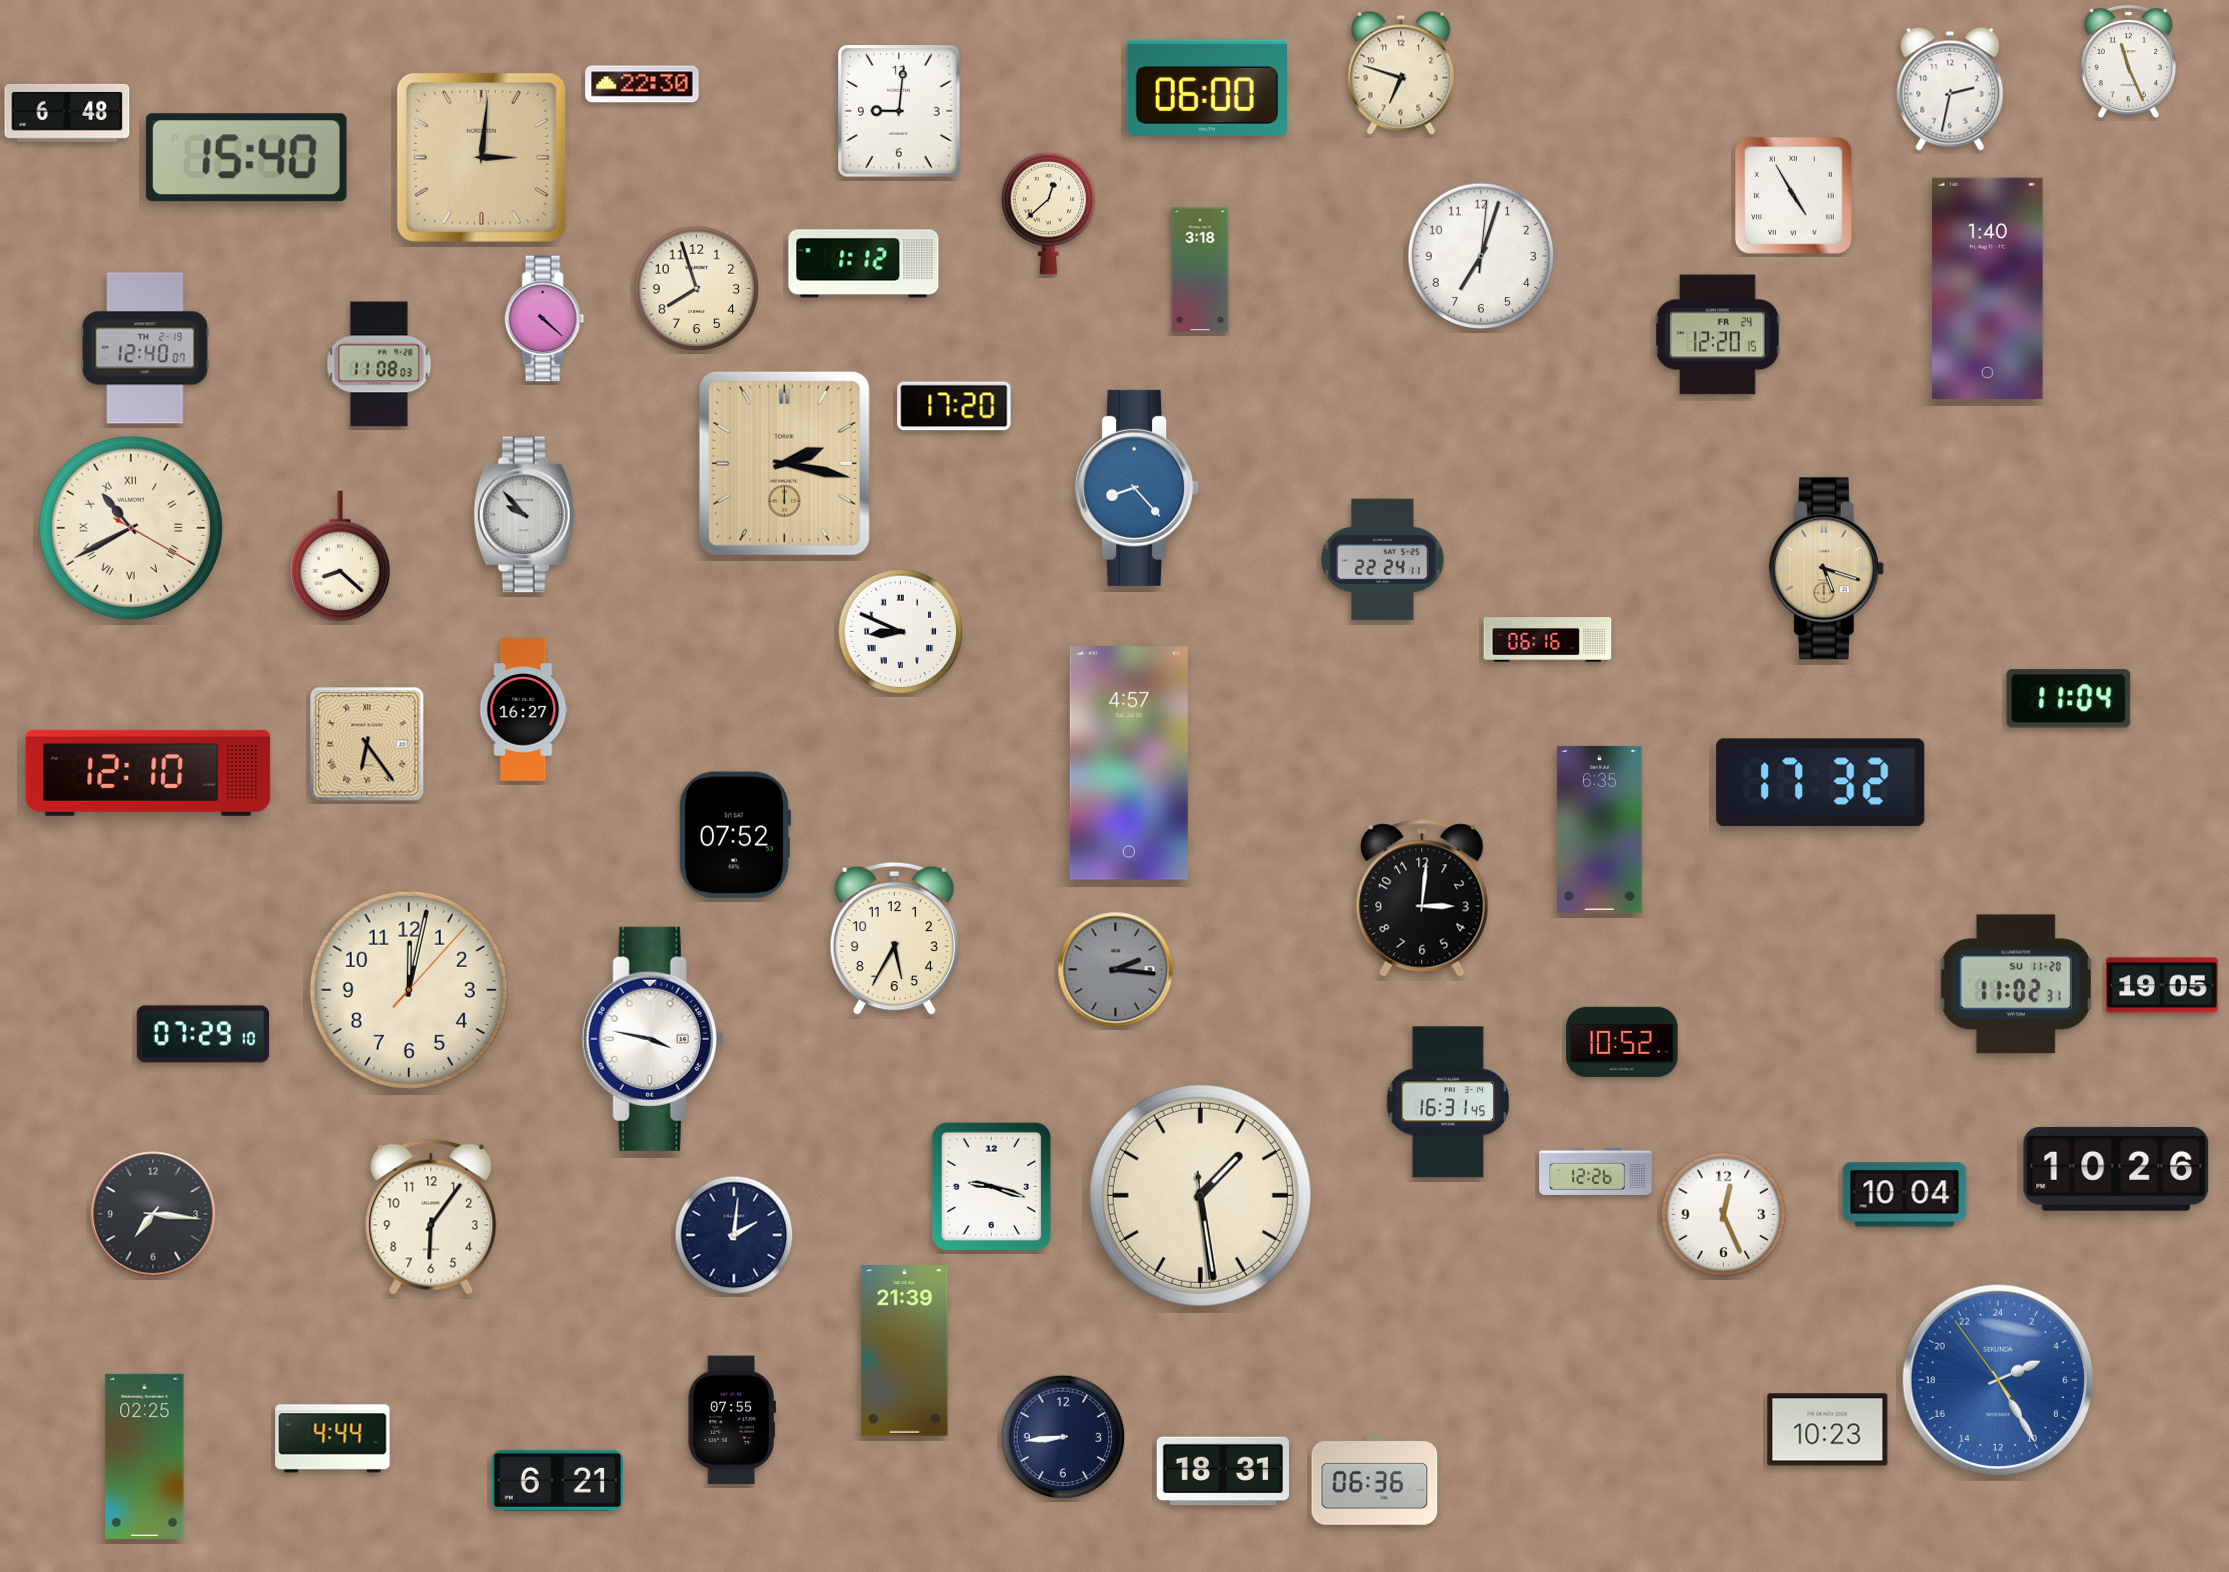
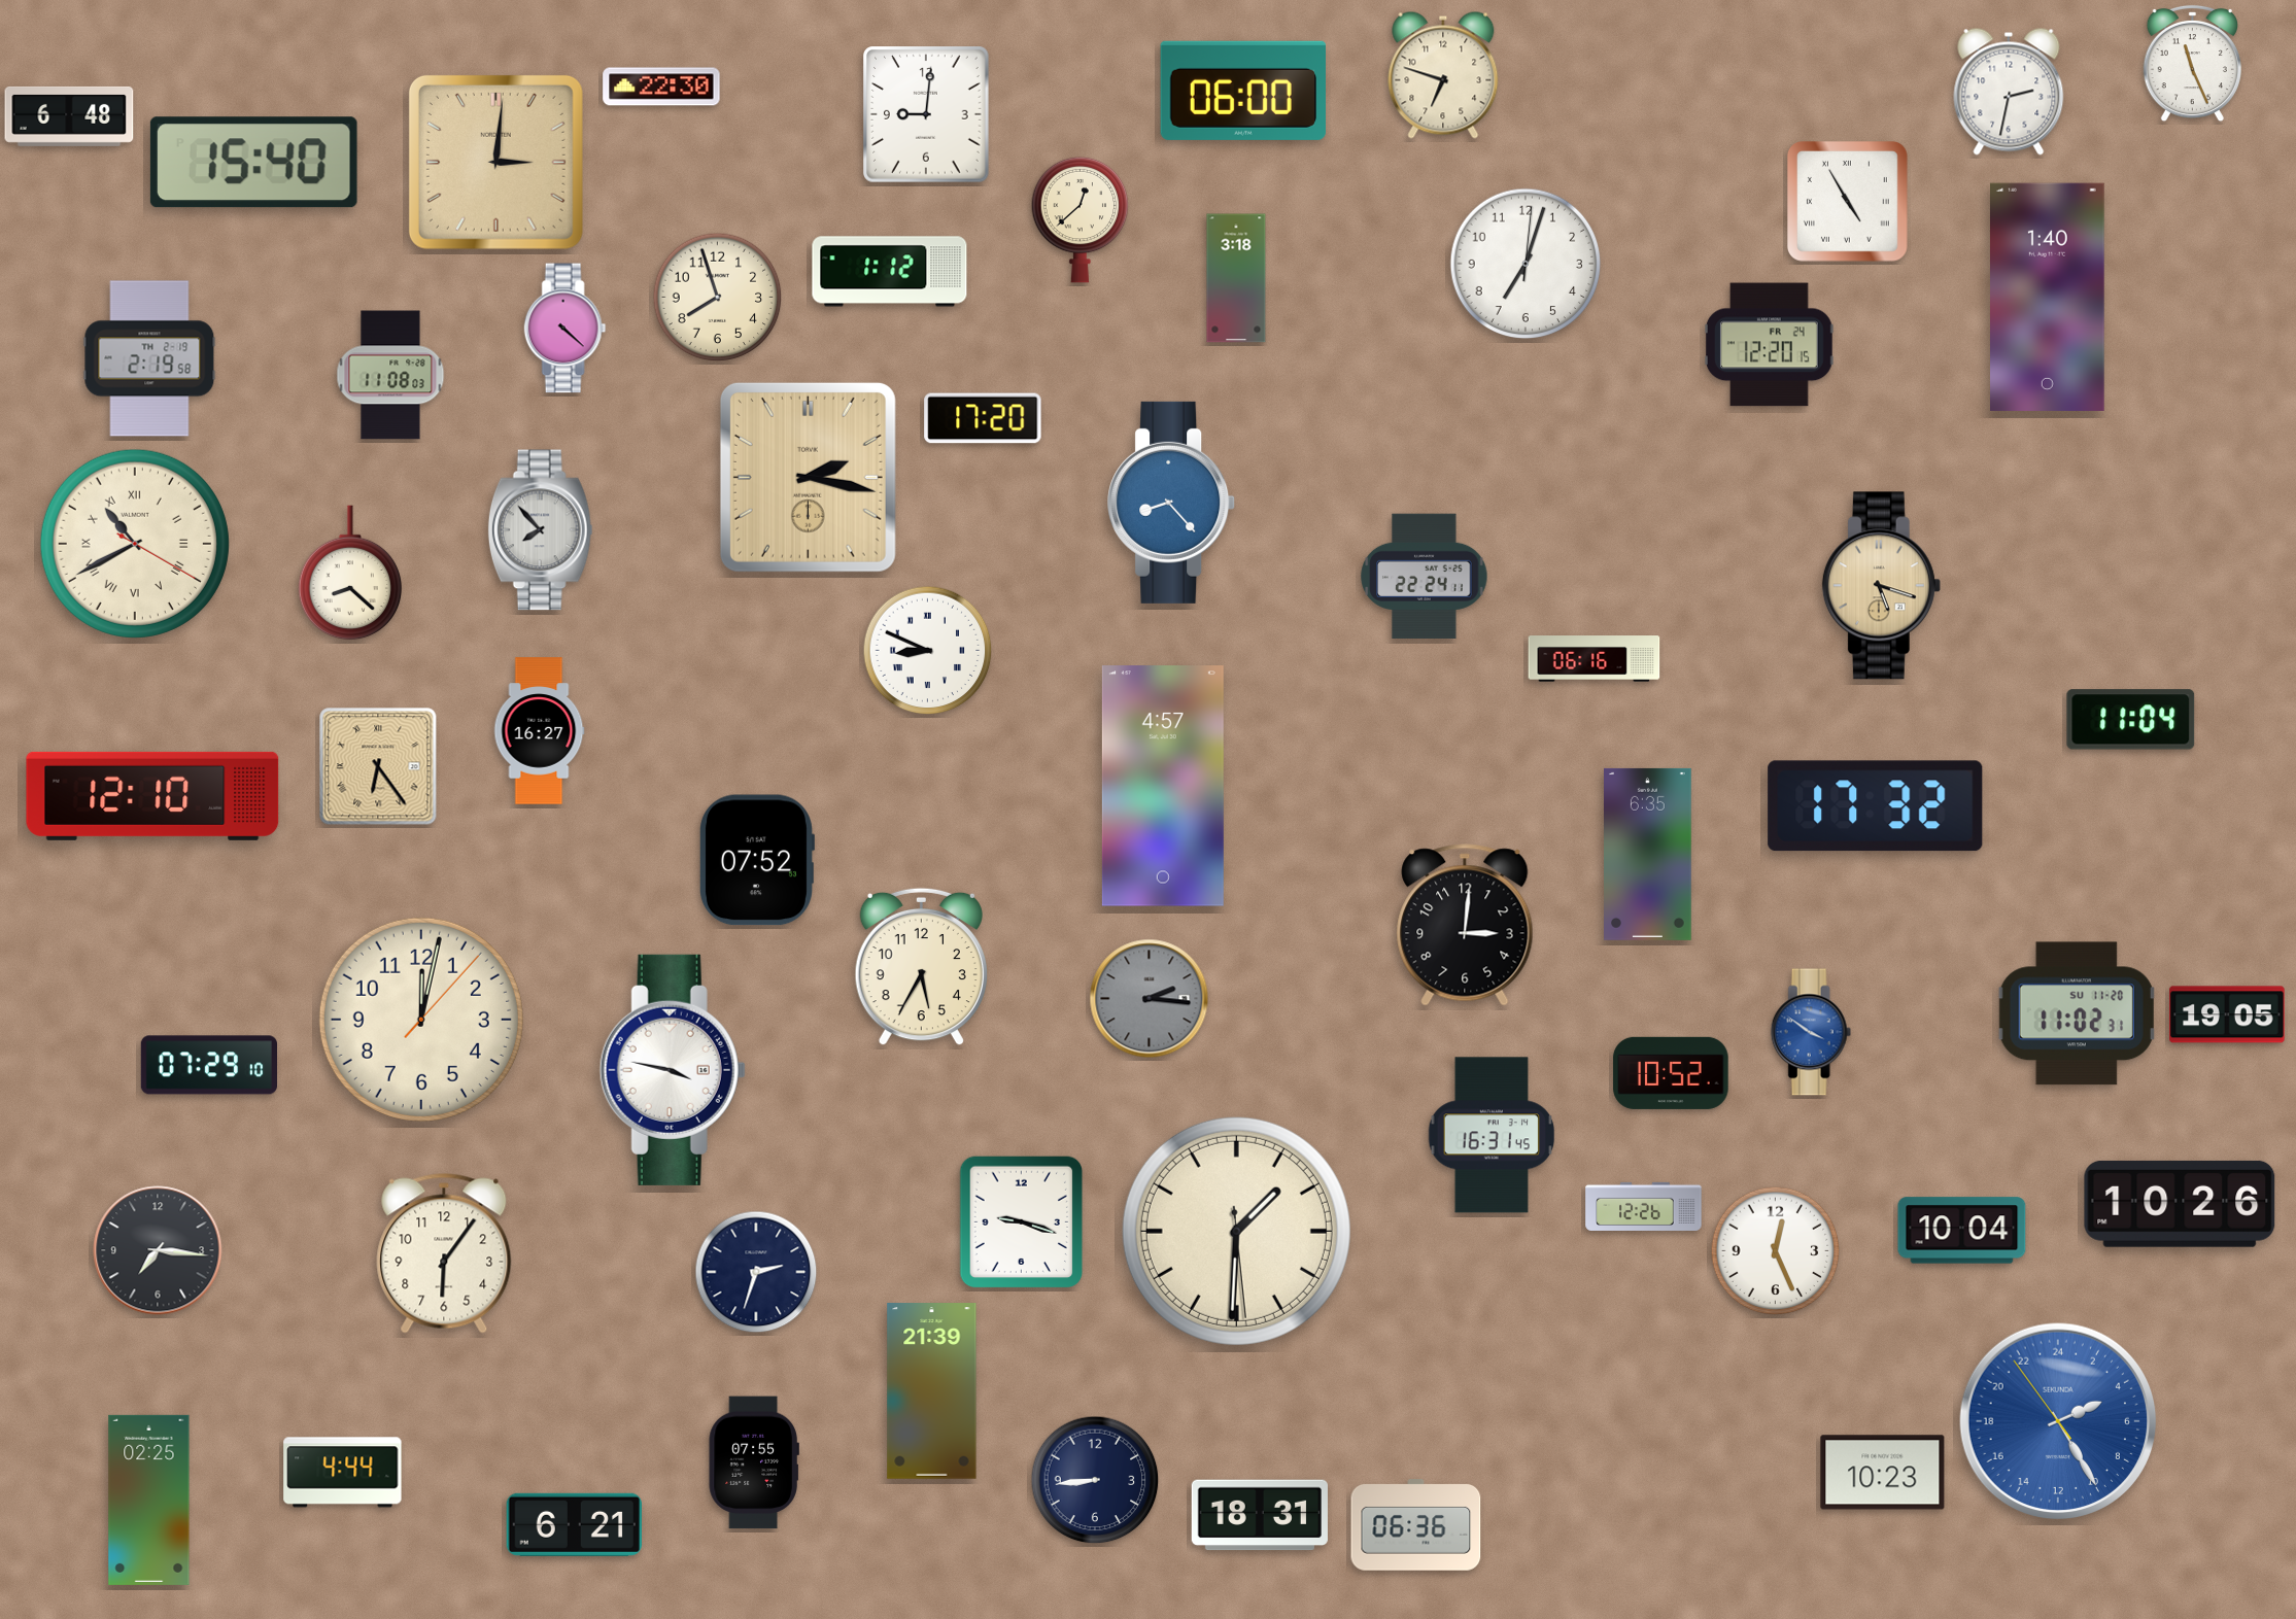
clock at (545, 319) position: (545, 319) -> (566, 329)
clock at (145, 348): 12:40 -> 2:19
clock at (525, 515): 9:53 -> 7:53
clock at (1811, 1032): none -> 3:51
clock at (1200, 1195): 1:28 -> 1:30
clock at (734, 1235): 2:01 -> 2:33
clock at (333, 1439) position: (333, 1439) -> (343, 1473)
